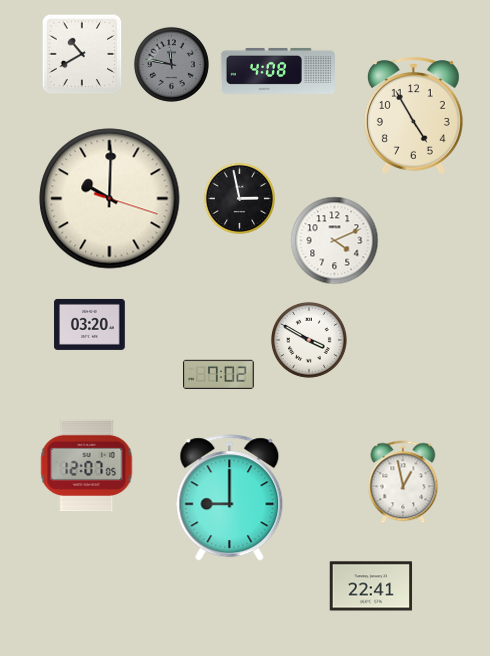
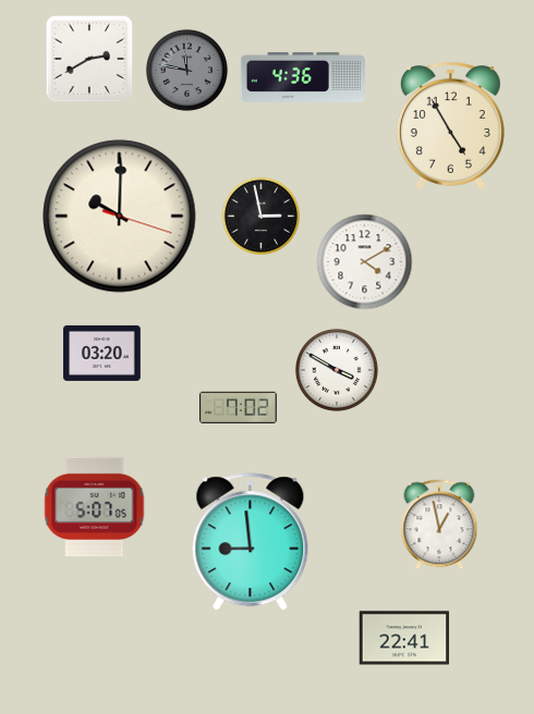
clock at (82, 54): 10:40 -> 2:40
clock at (278, 71): 4:08 -> 4:36
clock at (335, 241): 4:11 -> 4:10
clock at (90, 324) position: (90, 324) -> (102, 353)
clock at (87, 465): 12:07 -> 5:07
clock at (230, 498): 9:00 -> 8:59
